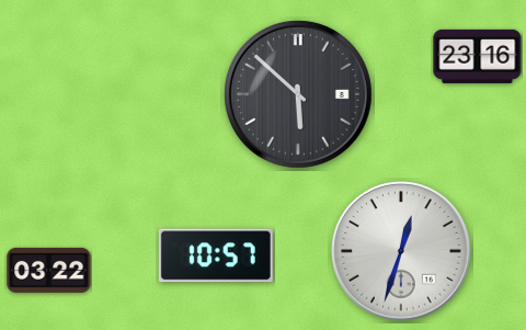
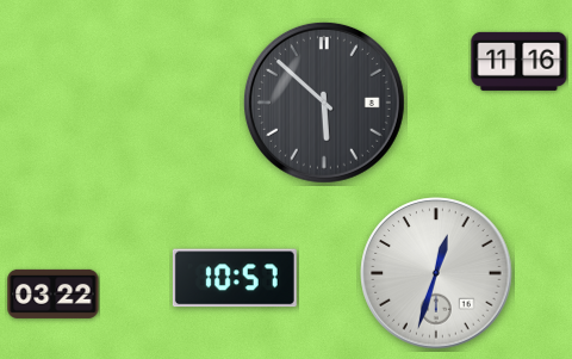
clock at (478, 56): 23:16 -> 11:16
